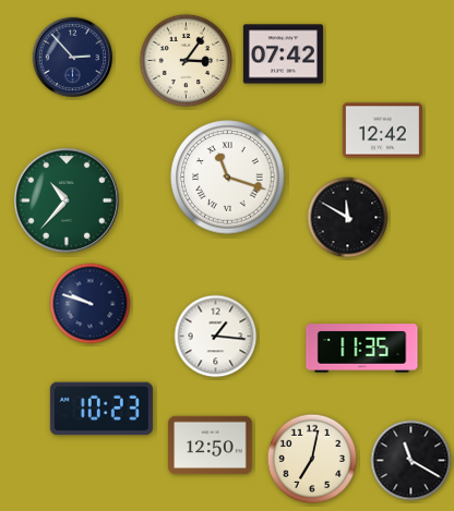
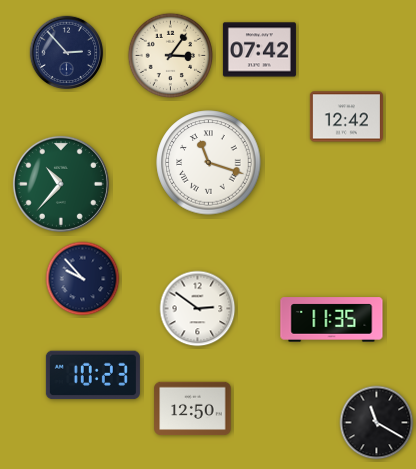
clock at (382, 131) position: (382, 131) -> (346, 117)
clock at (348, 218): 11:50 -> none
clock at (91, 304): 9:48 -> 9:53
clock at (216, 337): 1:16 -> 2:51
clock at (312, 459): 7:02 -> none
